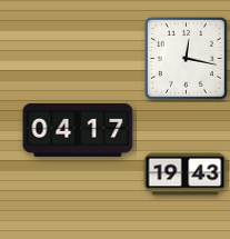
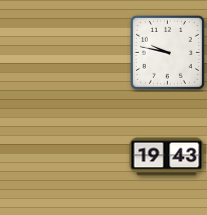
clock at (186, 58): 12:17 -> 9:47
clock at (78, 130): 04:17 -> none
